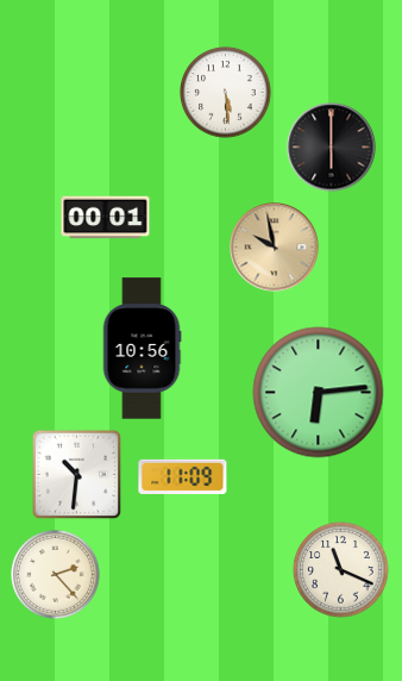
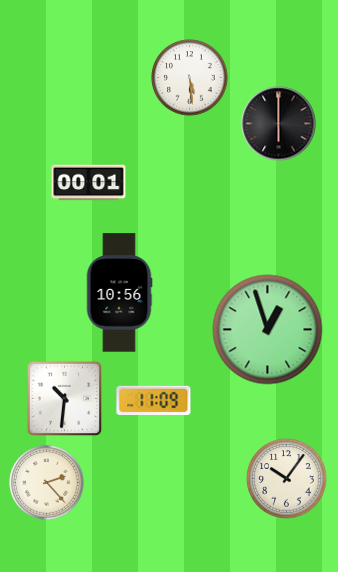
clock at (275, 248): 9:58 -> none
clock at (319, 393): 6:14 -> 12:57
clock at (341, 570): 11:19 -> 10:06
